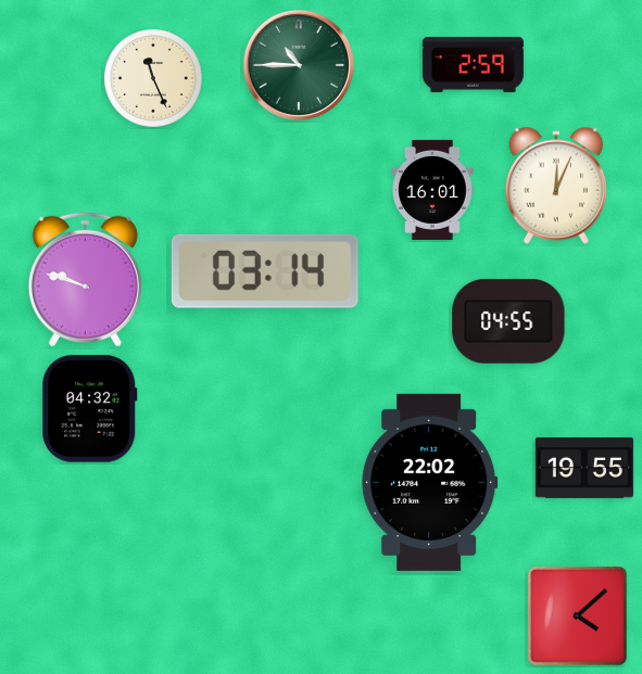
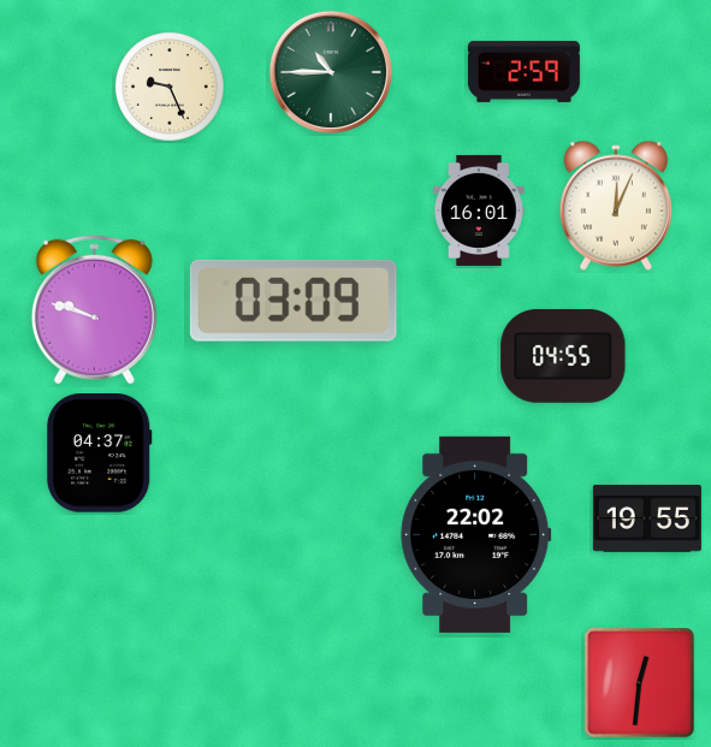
clock at (153, 78): 11:26 -> 9:26
clock at (265, 271): 03:14 -> 03:09
clock at (90, 409): 04:32 -> 04:37
clock at (578, 616): 4:08 -> 12:31
